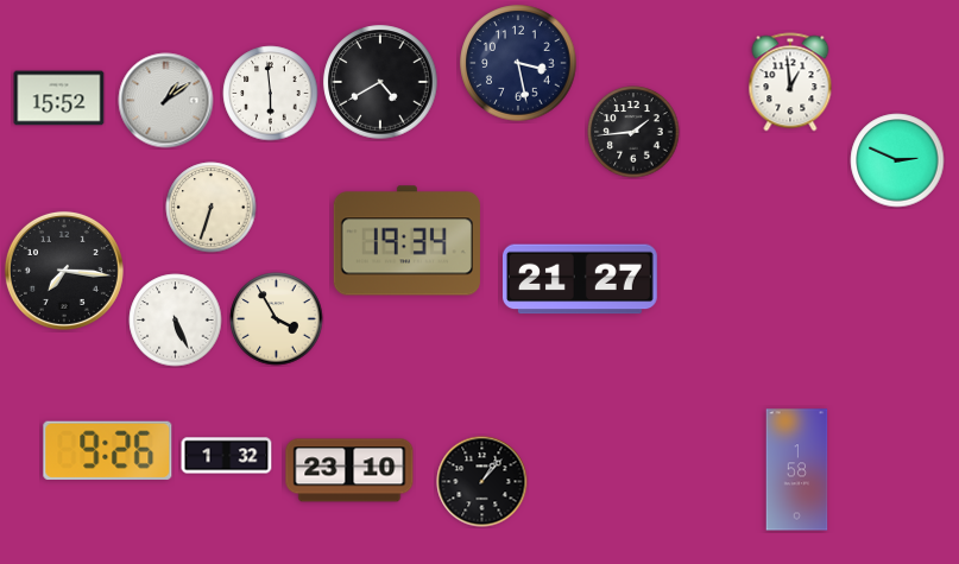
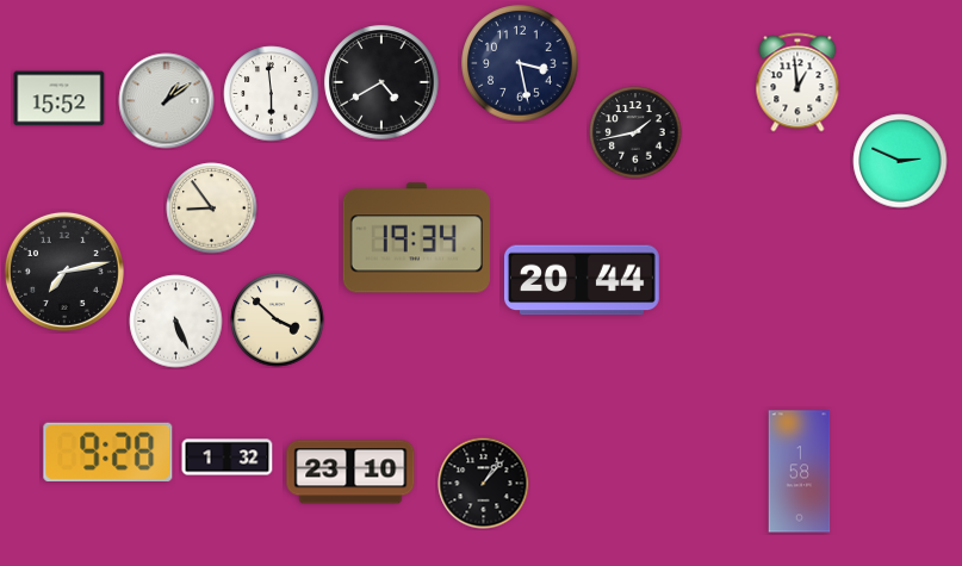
clock at (790, 82) position: (790, 82) -> (797, 82)
clock at (633, 132): 1:44 -> 1:43
clock at (212, 208): 6:33 -> 8:54
clock at (406, 241) position: (406, 241) -> (416, 238)
clock at (64, 271): 7:16 -> 7:13
clock at (581, 279): 21:27 -> 20:44
clock at (277, 319): 3:55 -> 3:52
clock at (108, 450): 9:26 -> 9:28
